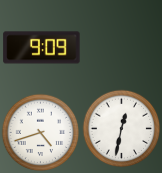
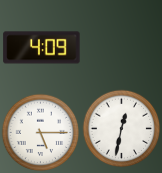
clock at (42, 48): 9:09 -> 4:09
clock at (40, 132): 4:42 -> 5:15
